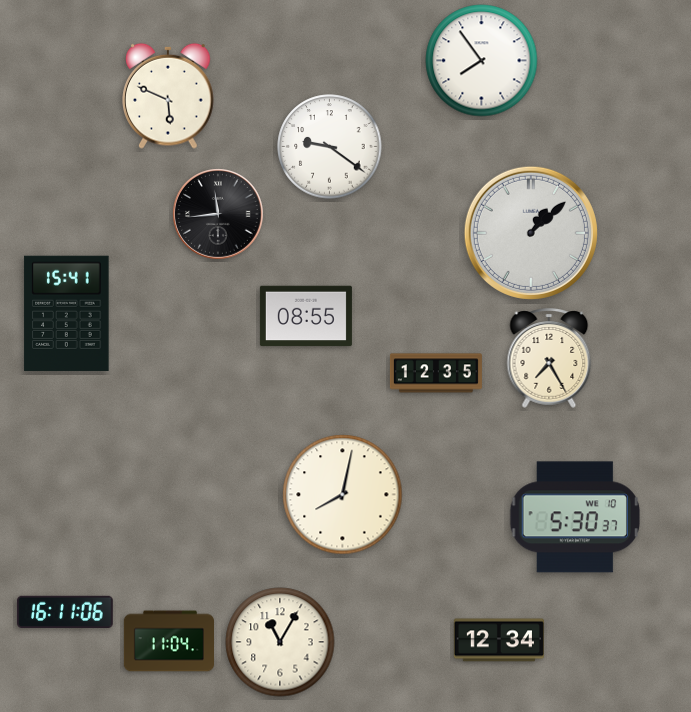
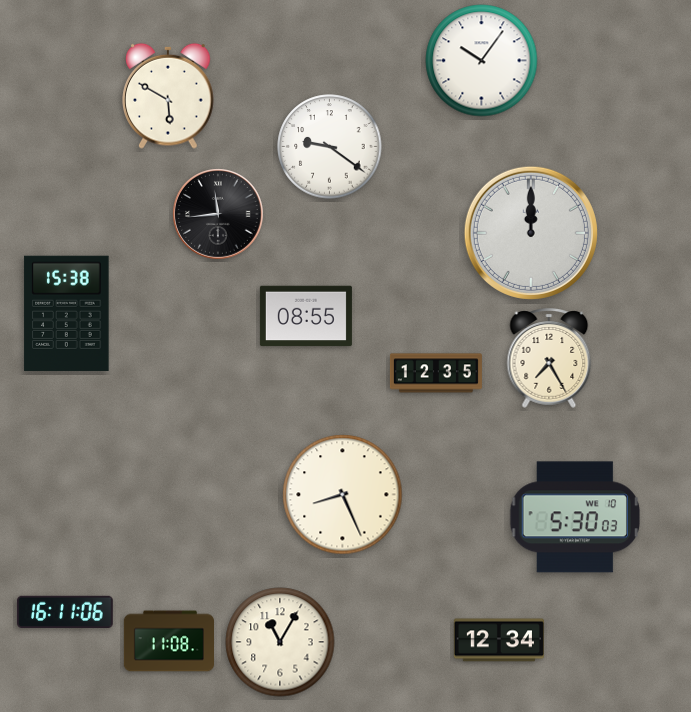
clock at (482, 61): 7:54 -> 10:06
clock at (168, 96): 5:49 -> 5:50
clock at (531, 233): 1:08 -> 12:00
clock at (67, 313): 15:41 -> 15:38
clock at (343, 495): 8:02 -> 8:26
clock at (574, 517): 5:30:37 -> 5:30:03
clock at (168, 641): 11:04 -> 11:08
